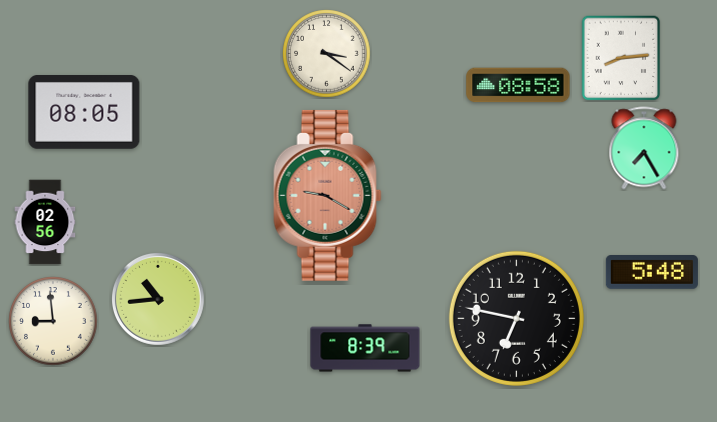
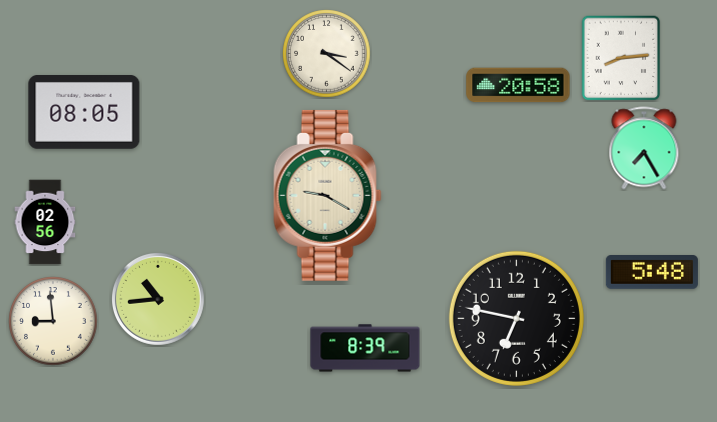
clock at (518, 85): 08:58 -> 20:58
clock at (328, 195) dial: salmon -> cream
